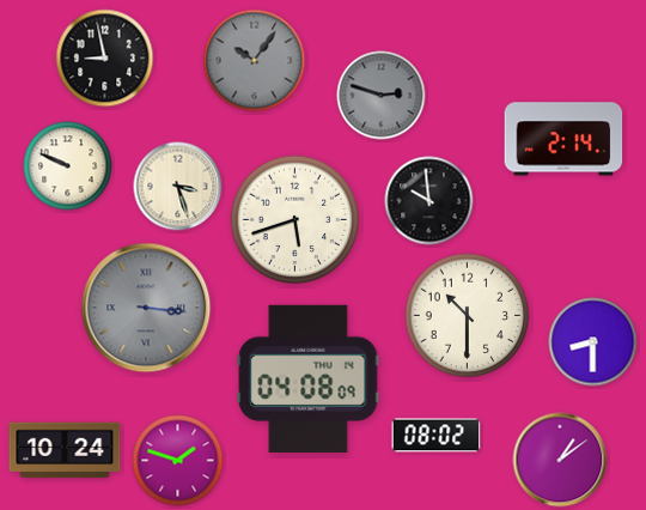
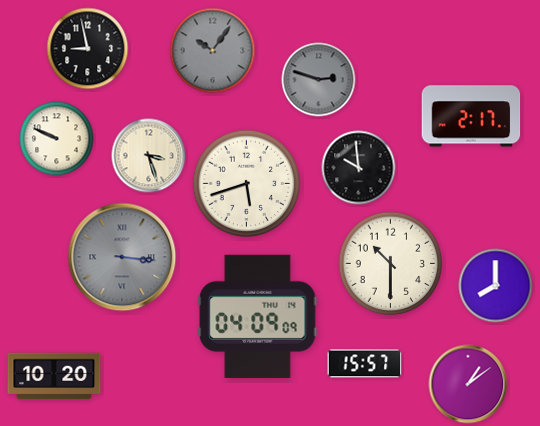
clock at (563, 139): 2:14 -> 2:17
clock at (593, 342): 8:30 -> 8:00
clock at (309, 378): 04:08 -> 04:09
clock at (437, 436): 08:02 -> 15:57
clock at (65, 450): 10:24 -> 10:20
clock at (178, 461): 1:48 -> none
